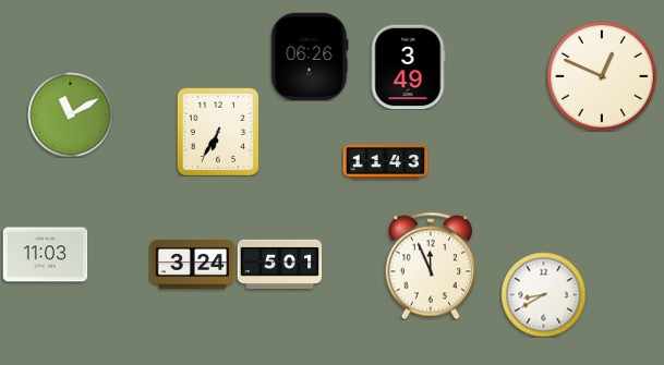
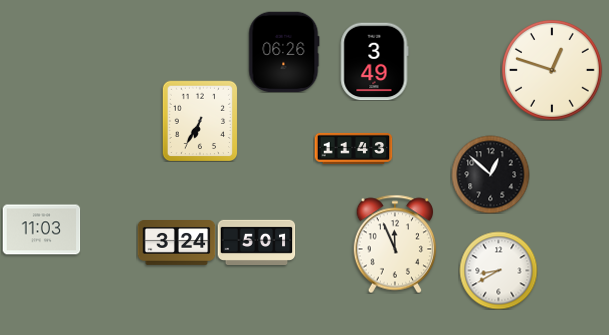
clock at (602, 76): 12:49 -> 12:48
clock at (70, 114): 11:10 -> none
clock at (490, 174): none -> 12:52
clock at (45, 255) position: (45, 255) -> (41, 230)
